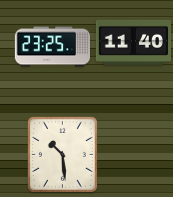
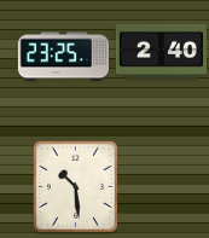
clock at (133, 42): 11:40 -> 2:40
